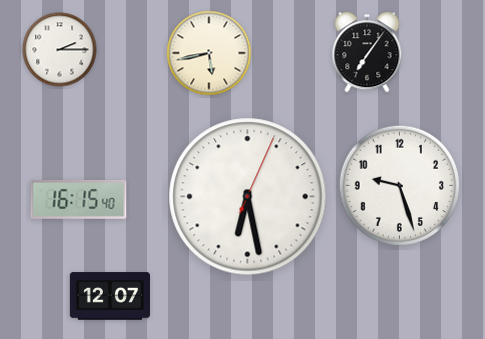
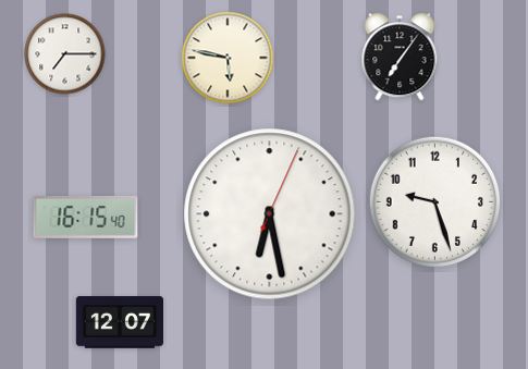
clock at (60, 50): 2:15 -> 7:15
clock at (209, 53): 5:43 -> 5:47
